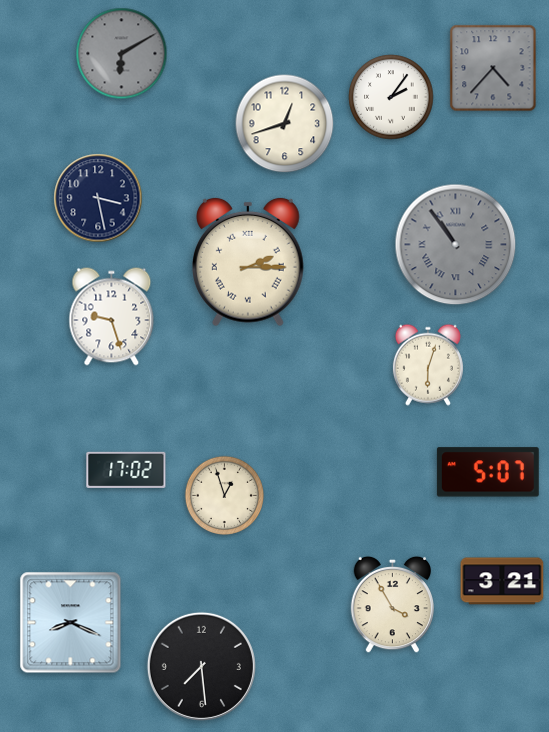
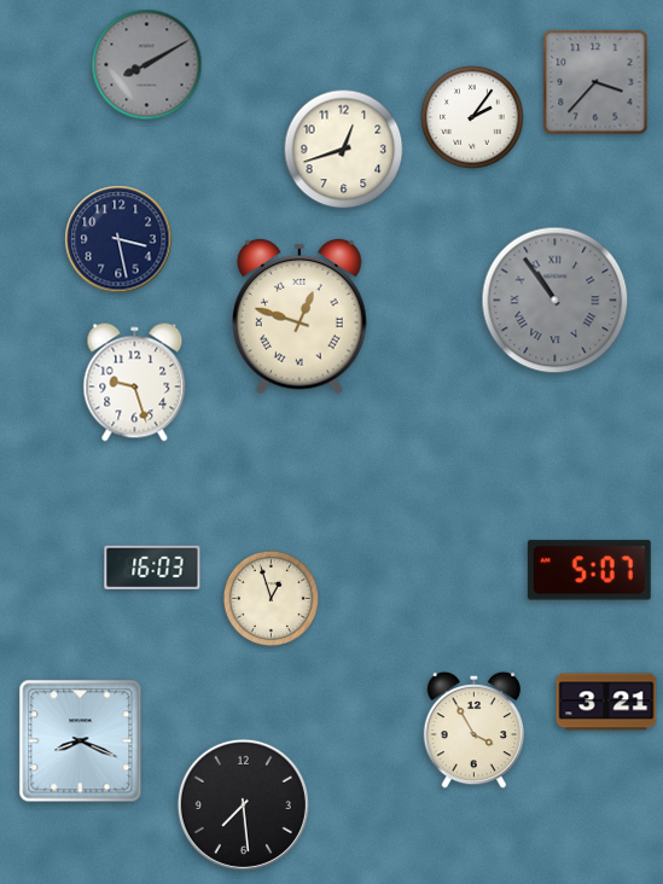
clock at (122, 54): 6:10 -> 8:10
clock at (493, 68): 4:37 -> 3:37
clock at (456, 245) position: (456, 245) -> (556, 301)
clock at (249, 262): 2:15 -> 12:48
clock at (428, 365): 6:03 -> none
clock at (126, 470): 17:02 -> 16:03
clock at (71, 623) position: (71, 623) -> (81, 741)
